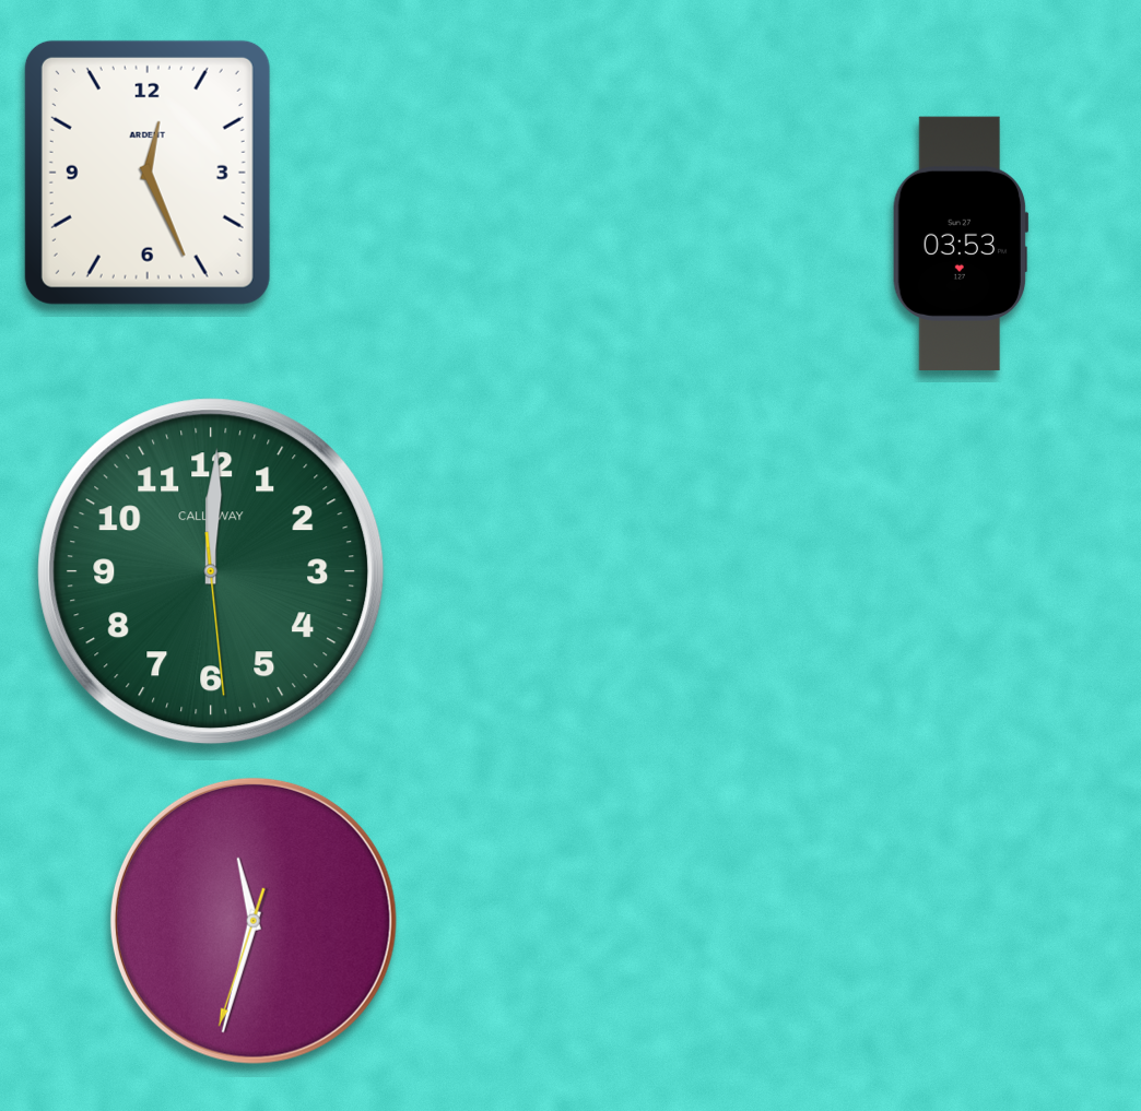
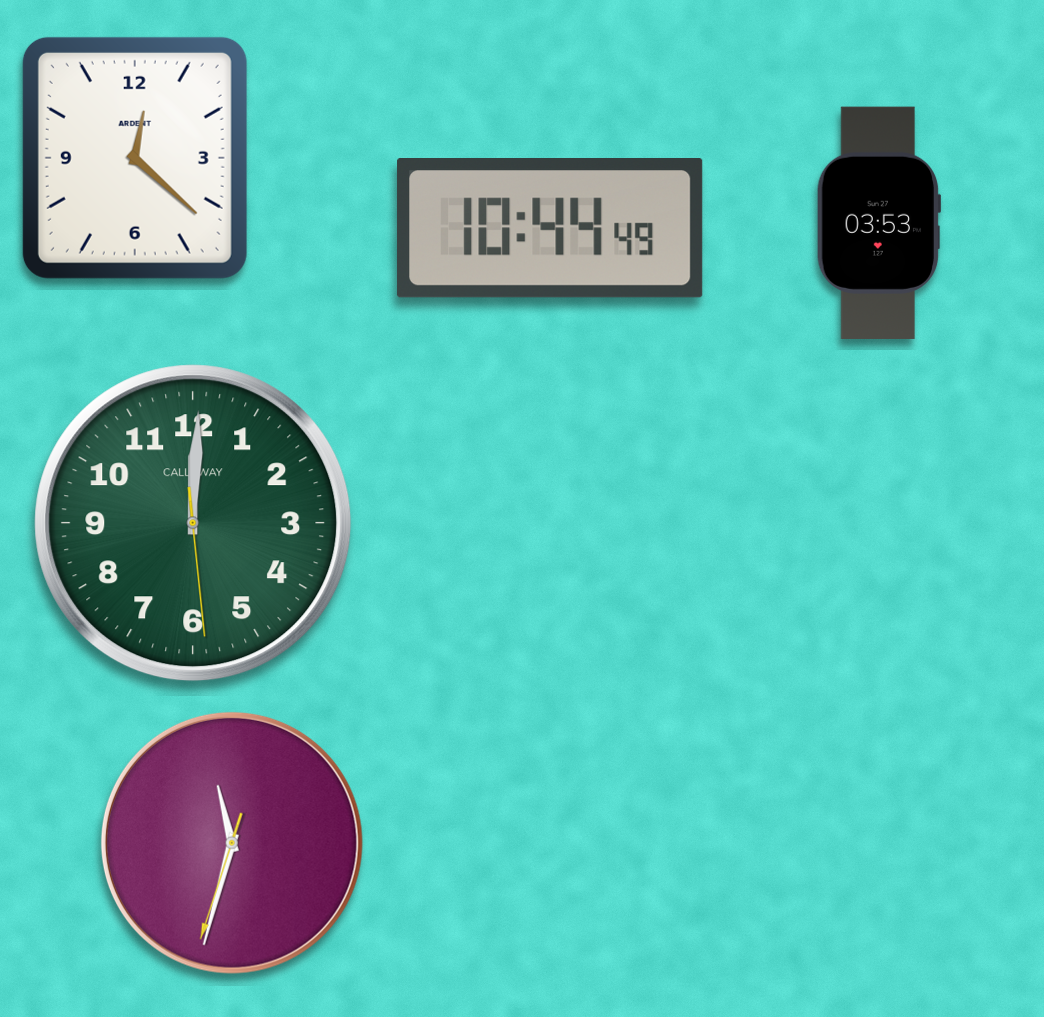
clock at (148, 173): 12:26 -> 12:22
clock at (550, 229): none -> 10:44
